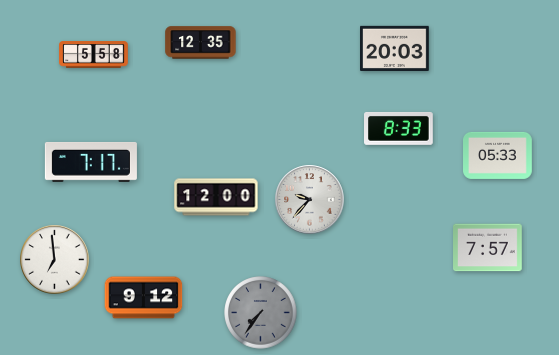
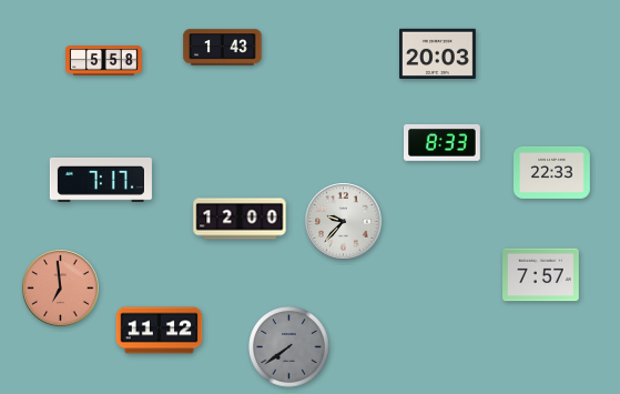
clock at (201, 43): 12:35 -> 1:43
clock at (498, 155): 05:33 -> 22:33
clock at (55, 260) dial: white -> salmon
clock at (144, 298): 9:12 -> 11:12
clock at (261, 313): 7:36 -> 7:39
